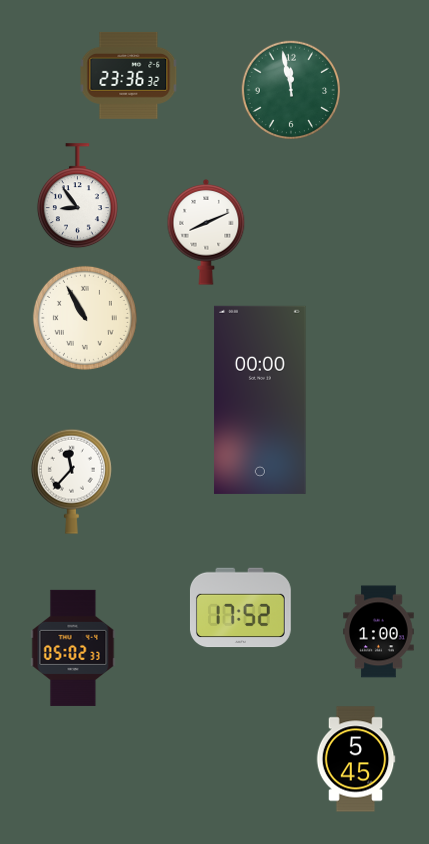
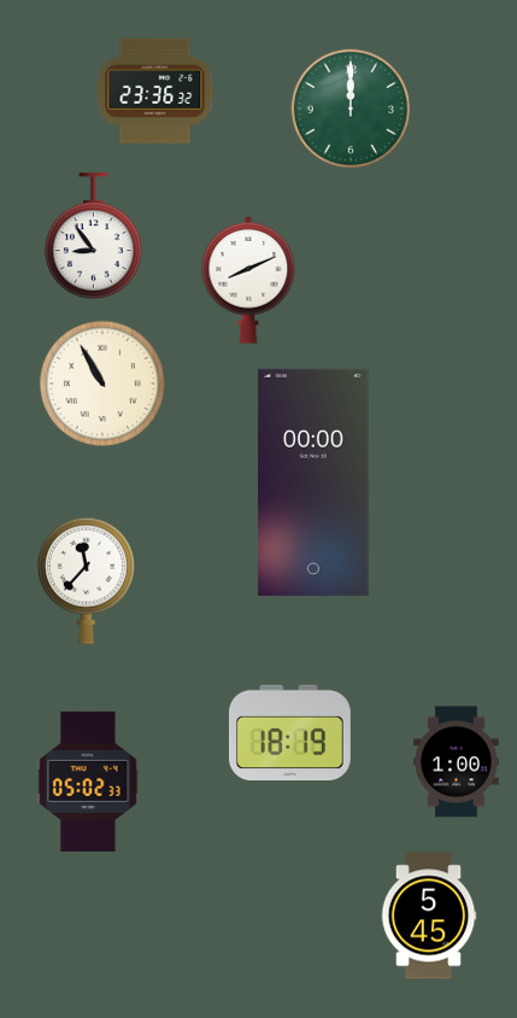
clock at (290, 89): 11:58 -> 12:00
clock at (241, 608): 17:52 -> 18:19
